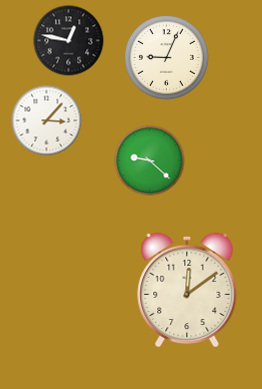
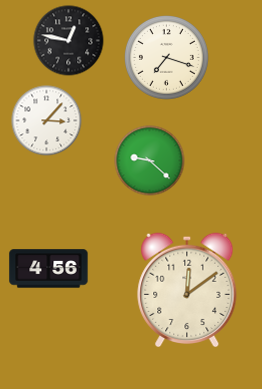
clock at (167, 58): 9:04 -> 7:18
clock at (49, 269): none -> 4:56
